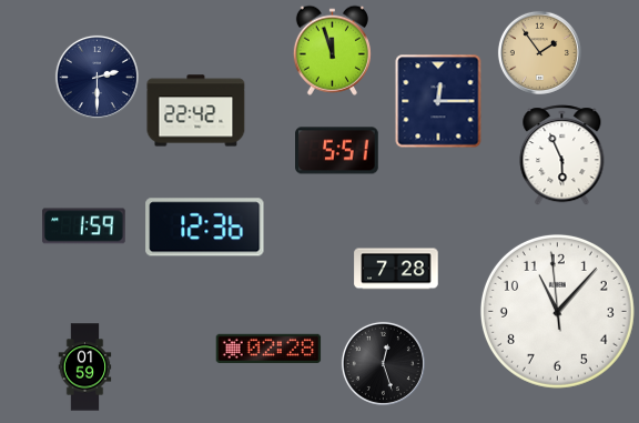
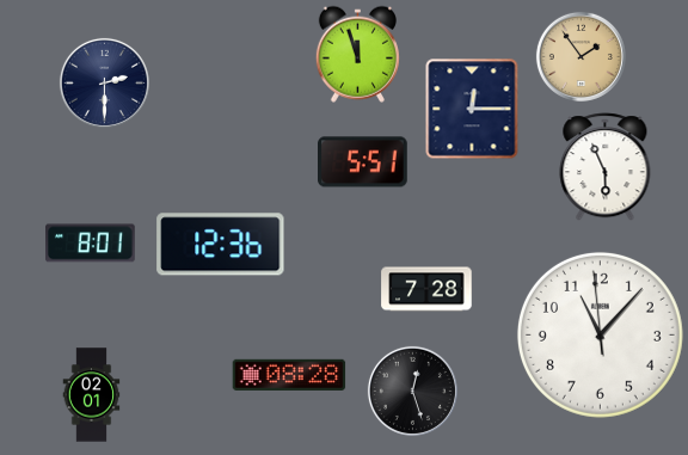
clock at (196, 111): 22:42 -> none
clock at (84, 226): 1:59 -> 8:01
clock at (268, 349): 02:28 -> 08:28
clock at (85, 367): 01:59 -> 02:01
